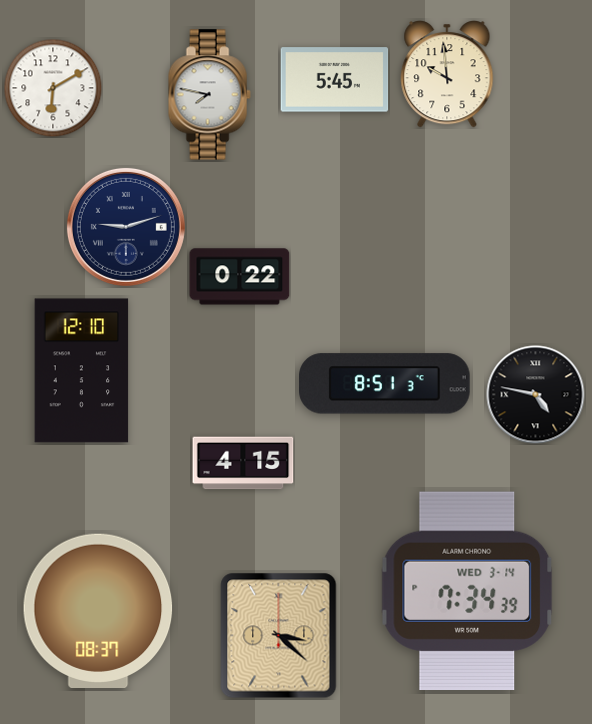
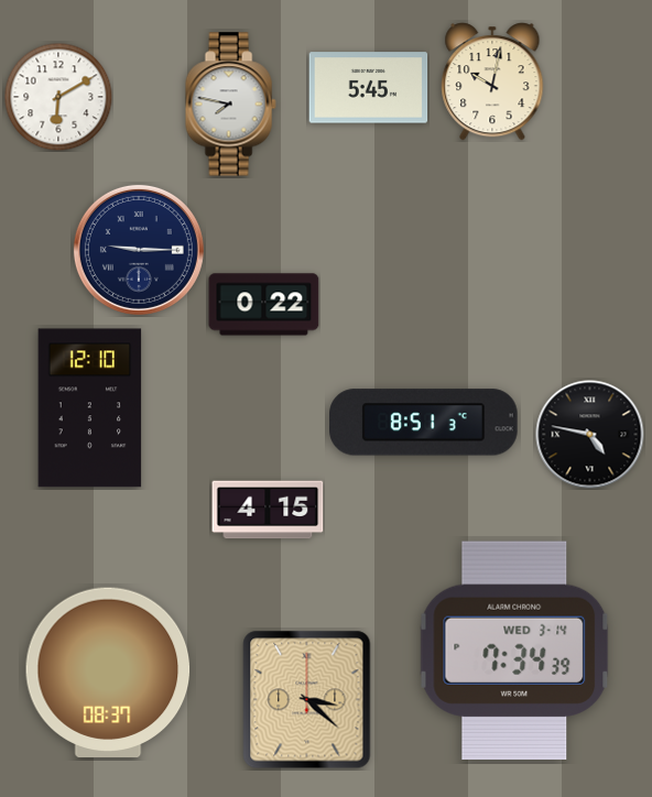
clock at (447, 74): 9:59 -> 10:02
clock at (126, 227): 9:12 -> 9:15
